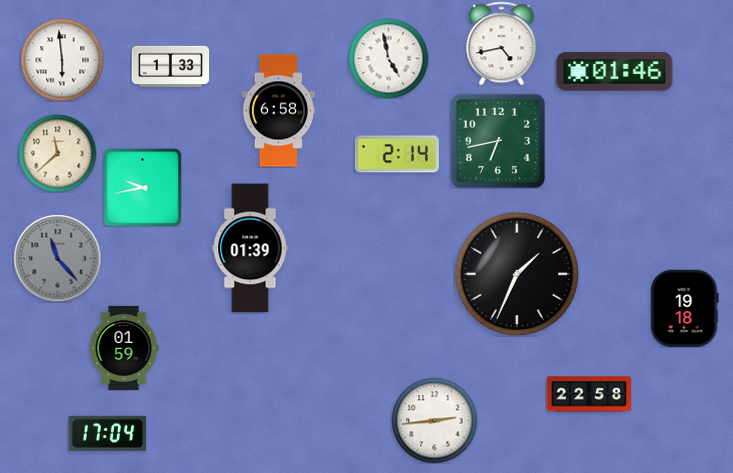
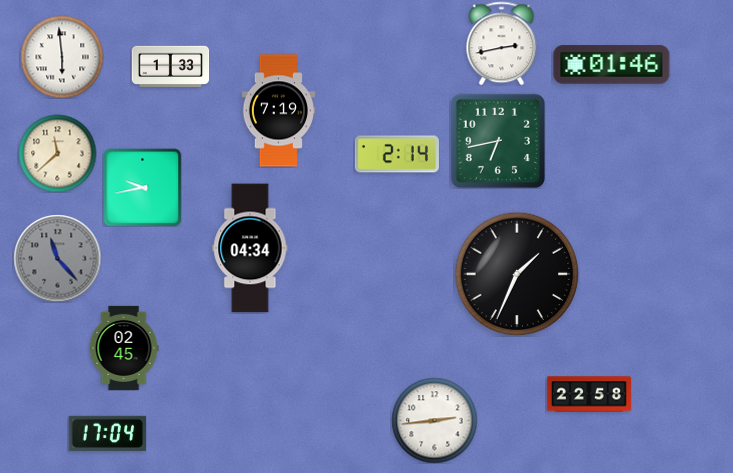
clock at (502, 43): 4:43 -> 2:43
clock at (388, 58): 4:58 -> none
clock at (62, 60) position: (62, 60) -> (62, 57)
clock at (615, 72) position: (615, 72) -> (612, 65)
clock at (278, 111): 6:58 -> 7:19
clock at (250, 248): 01:39 -> 04:34
clock at (685, 308): 19:18 -> none
clock at (124, 348): 01:59 -> 02:45
